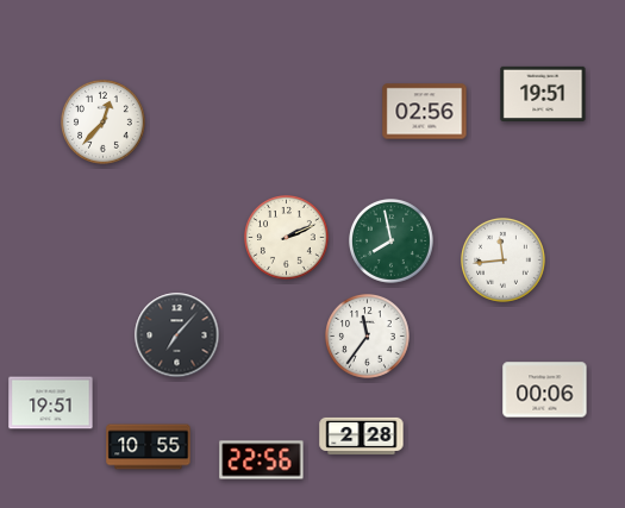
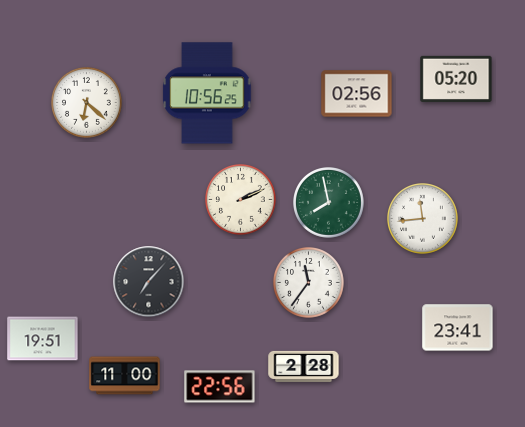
clock at (543, 93): 19:51 -> 05:20
clock at (207, 93): none -> 10:56
clock at (104, 123): 12:37 -> 6:22
clock at (545, 390): 00:06 -> 23:41
clock at (149, 447): 10:55 -> 11:00
